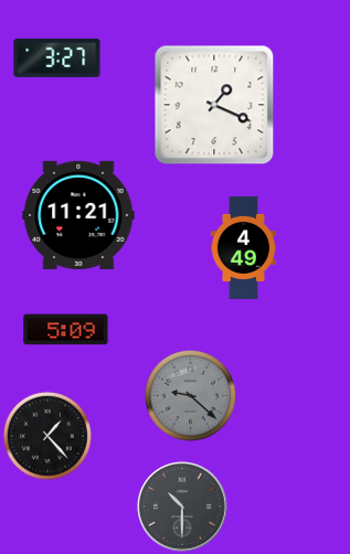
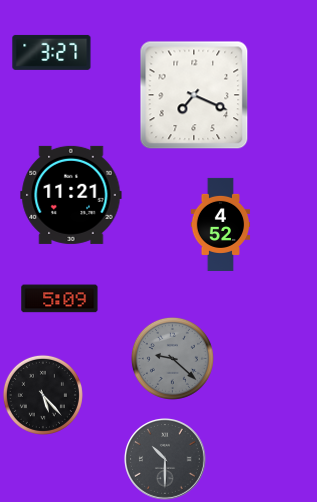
clock at (214, 105): 1:19 -> 7:19
clock at (244, 247): 4:49 -> 4:52
clock at (47, 436): 1:23 -> 5:23
